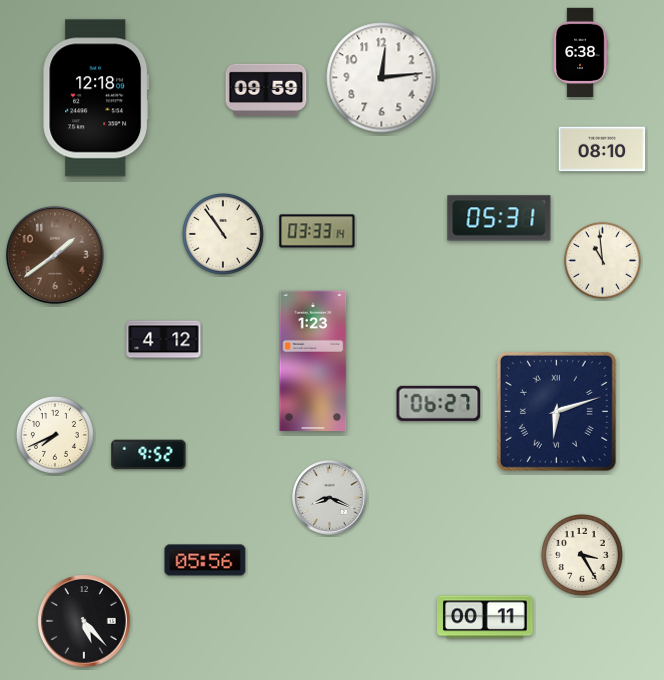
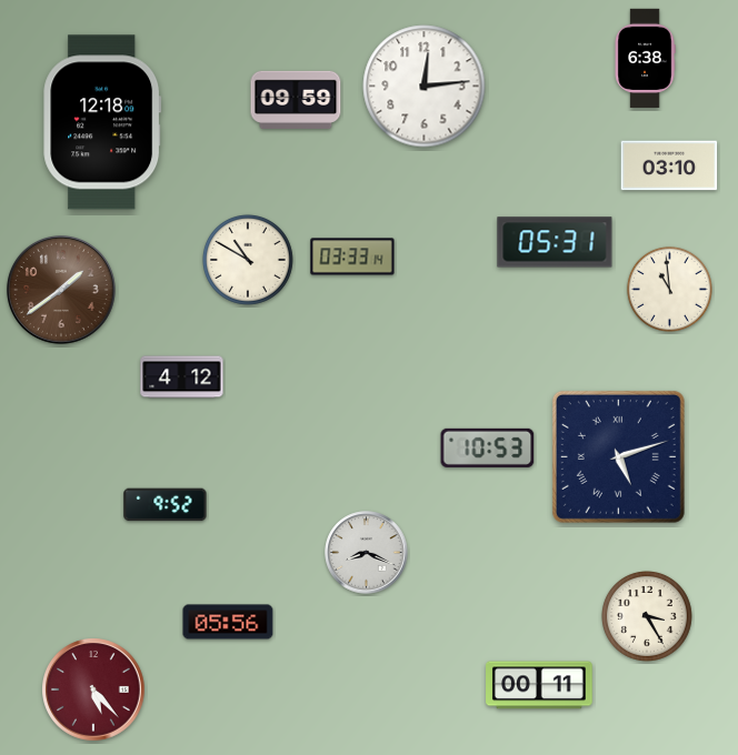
clock at (96, 98) position: (96, 98) -> (102, 122)
clock at (602, 149): 08:10 -> 03:10
clock at (223, 234): 10:54 -> 10:50
clock at (55, 255) position: (55, 255) -> (61, 290)
clock at (313, 361): 1:23 -> none
clock at (439, 403): 06:27 -> 10:53
clock at (556, 411): 6:12 -> 5:12
clock at (55, 435): 7:41 -> none
clock at (85, 622) dial: black -> burgundy
